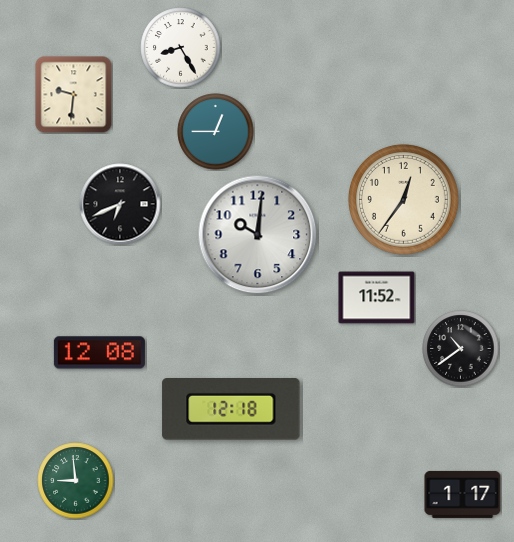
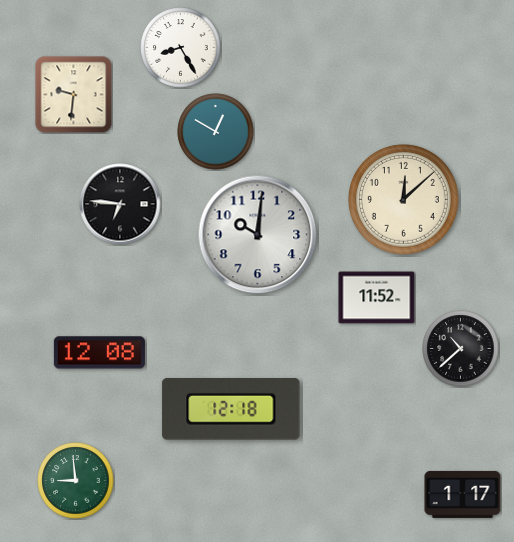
clock at (216, 132): 12:45 -> 12:50
clock at (403, 199): 12:36 -> 12:08
clock at (120, 204): 6:41 -> 6:46
clock at (461, 349): 10:39 -> 10:38
